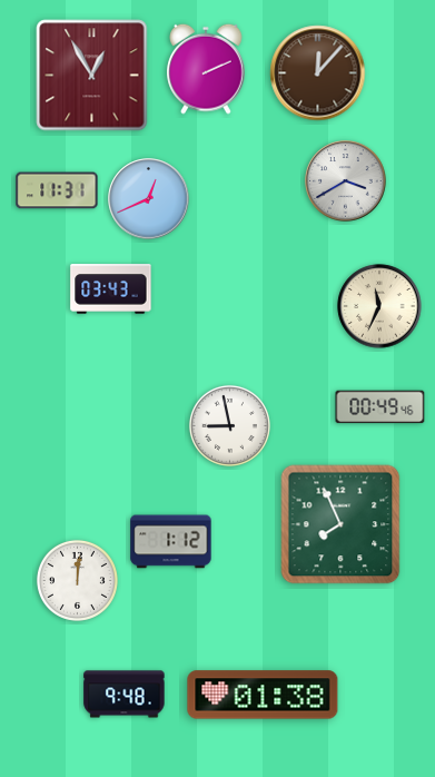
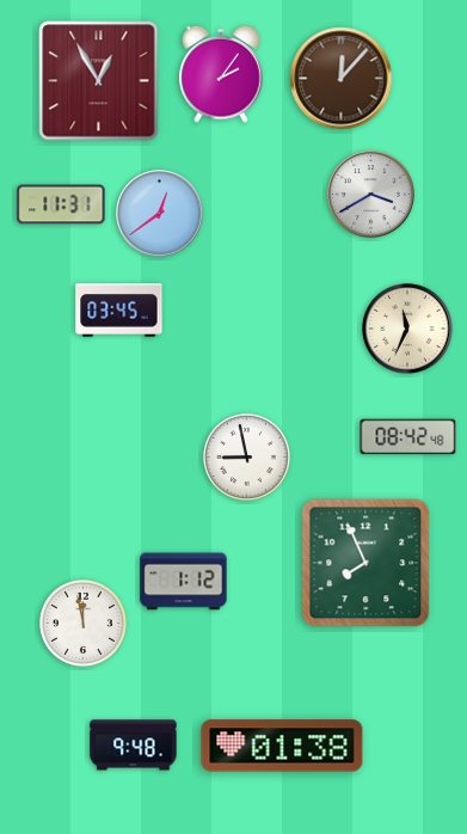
clock at (206, 69): 2:11 -> 2:06
clock at (149, 199): 12:41 -> 12:39
clock at (111, 289): 03:43 -> 03:45
clock at (380, 407): 00:49 -> 08:42
clock at (77, 580): 12:01 -> 11:58
